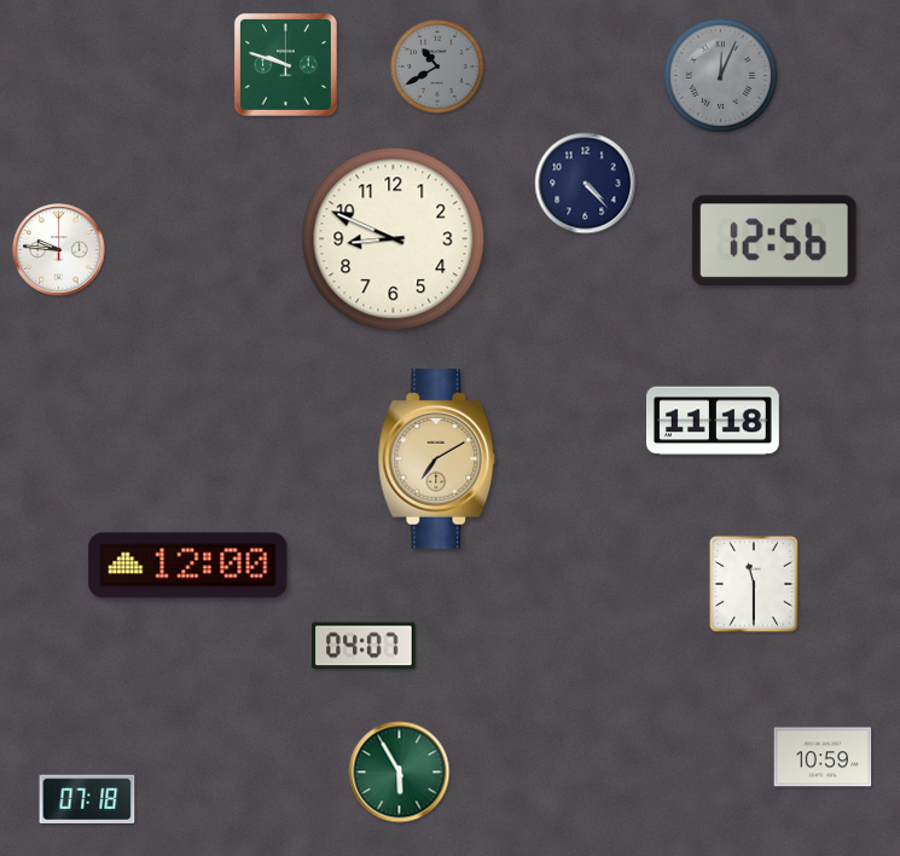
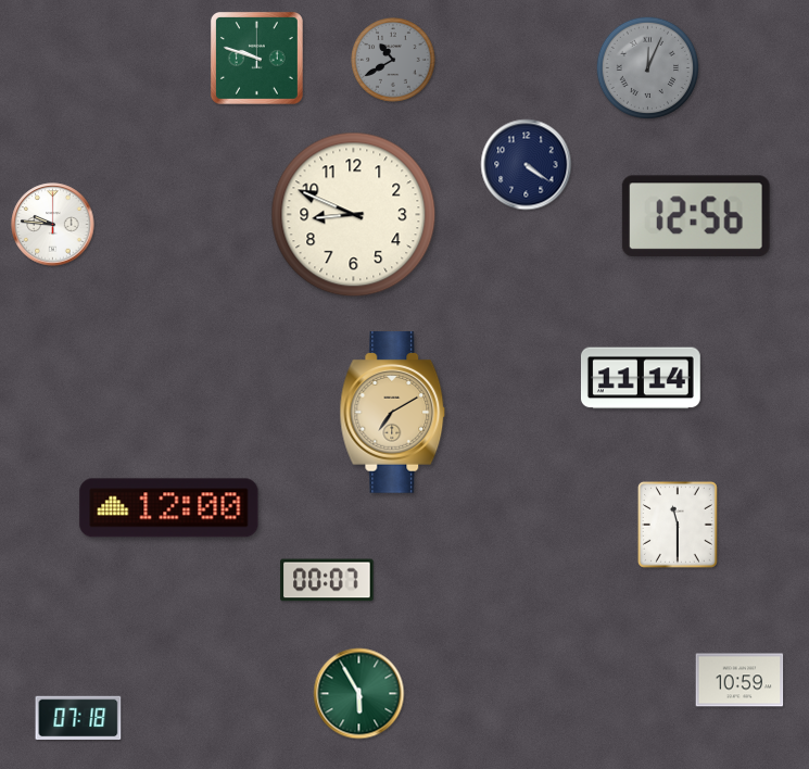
clock at (586, 184): 4:23 -> 4:21
clock at (713, 421): 11:18 -> 11:14
clock at (364, 646): 04:07 -> 00:07
